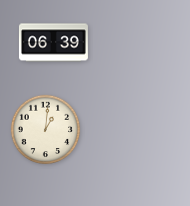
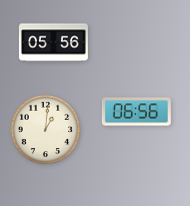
clock at (53, 43): 06:39 -> 05:56
clock at (136, 112): none -> 06:56
